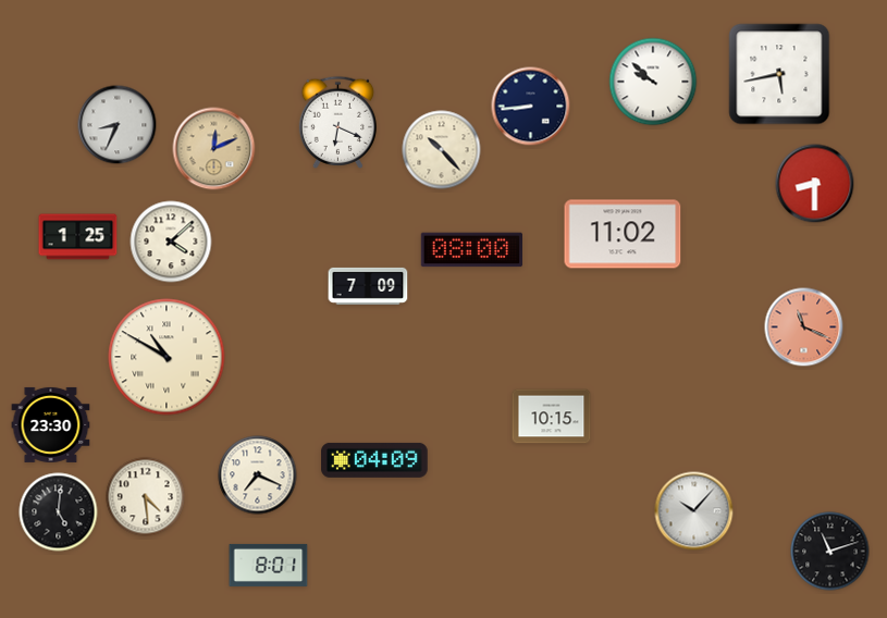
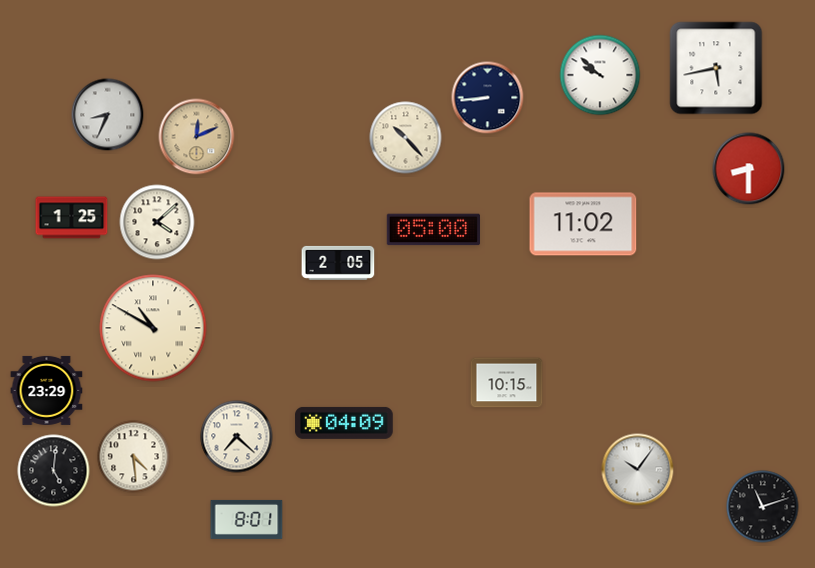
clock at (337, 122): 6:19 -> none
clock at (623, 234) position: (623, 234) -> (583, 224)
clock at (471, 250): 08:00 -> 05:00
clock at (368, 286): 7:09 -> 2:05
clock at (804, 327): 11:19 -> none
clock at (51, 424): 23:30 -> 23:29
clock at (258, 475): 7:19 -> 7:22
clock at (694, 511): 10:07 -> 10:06
